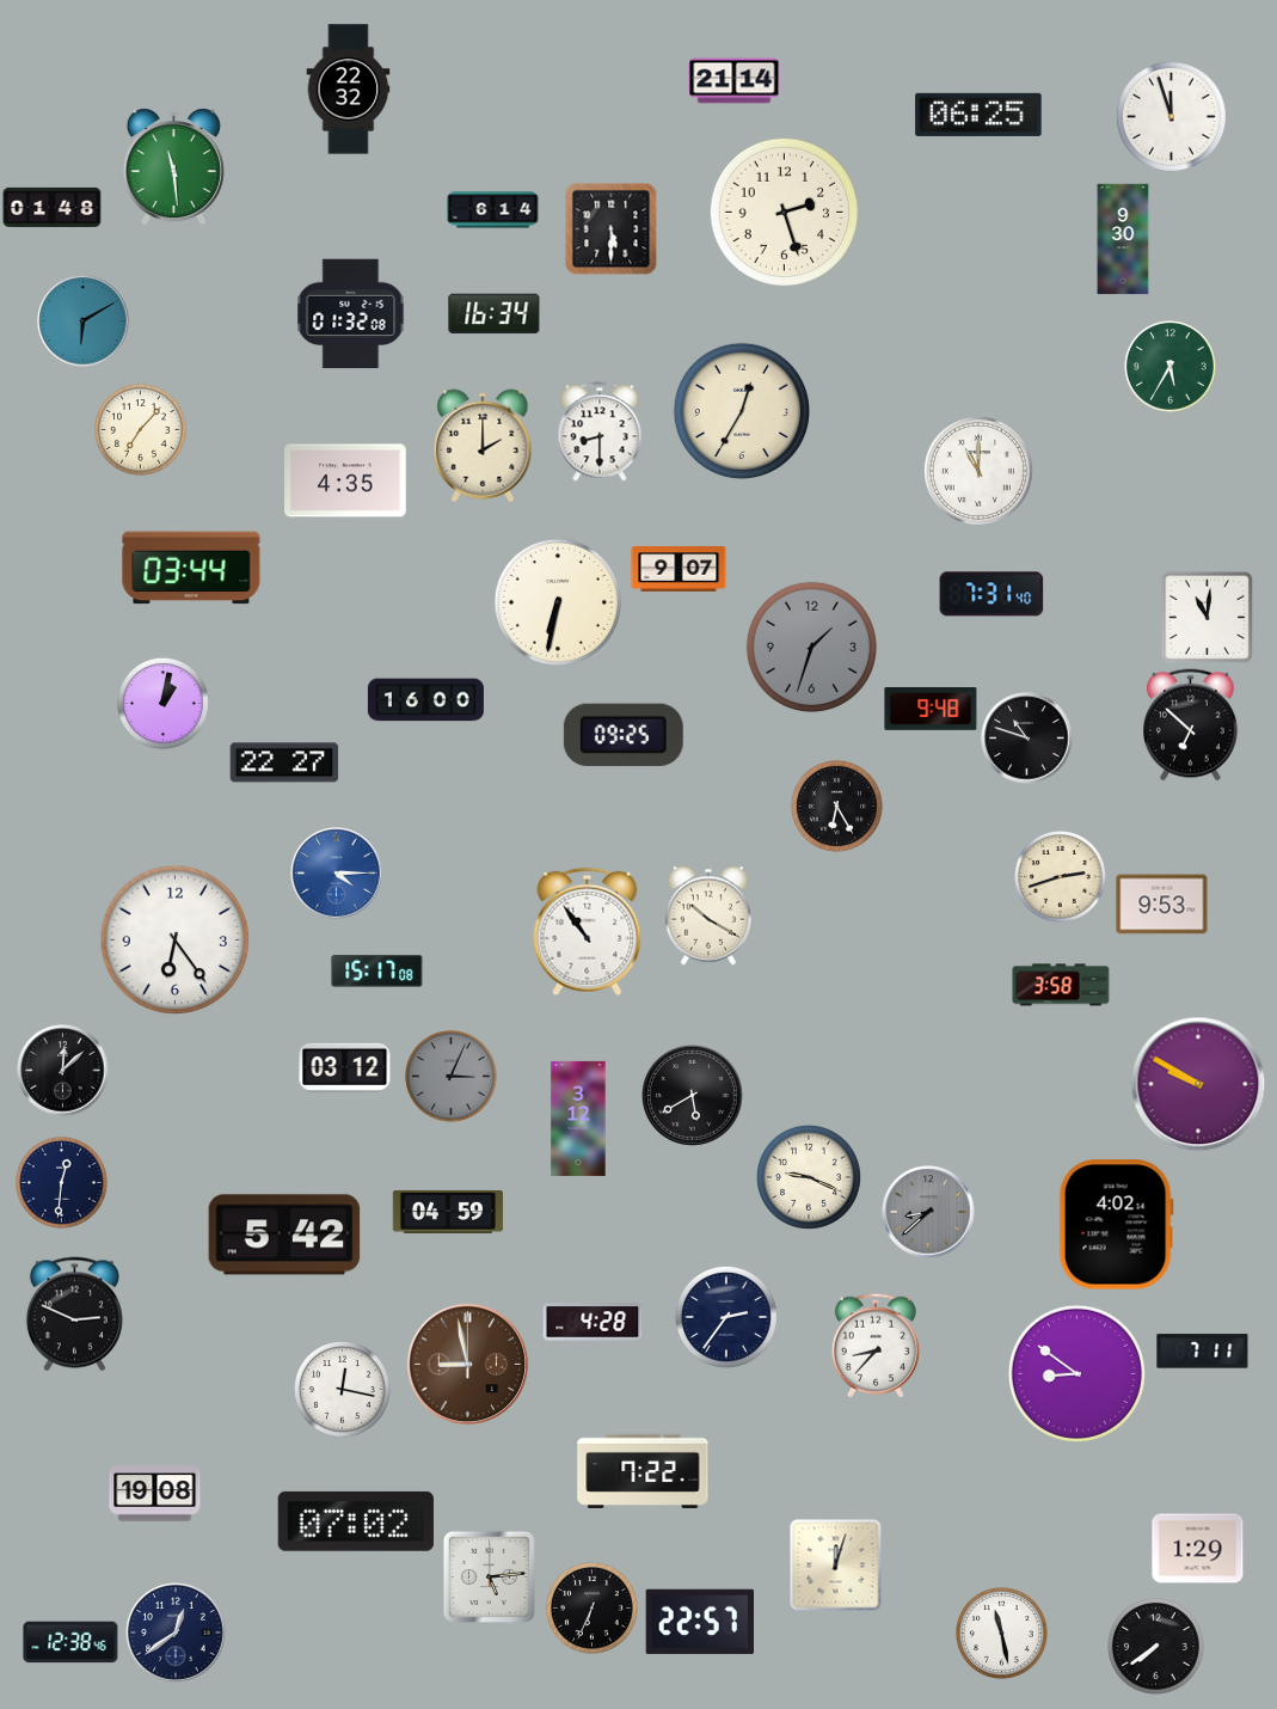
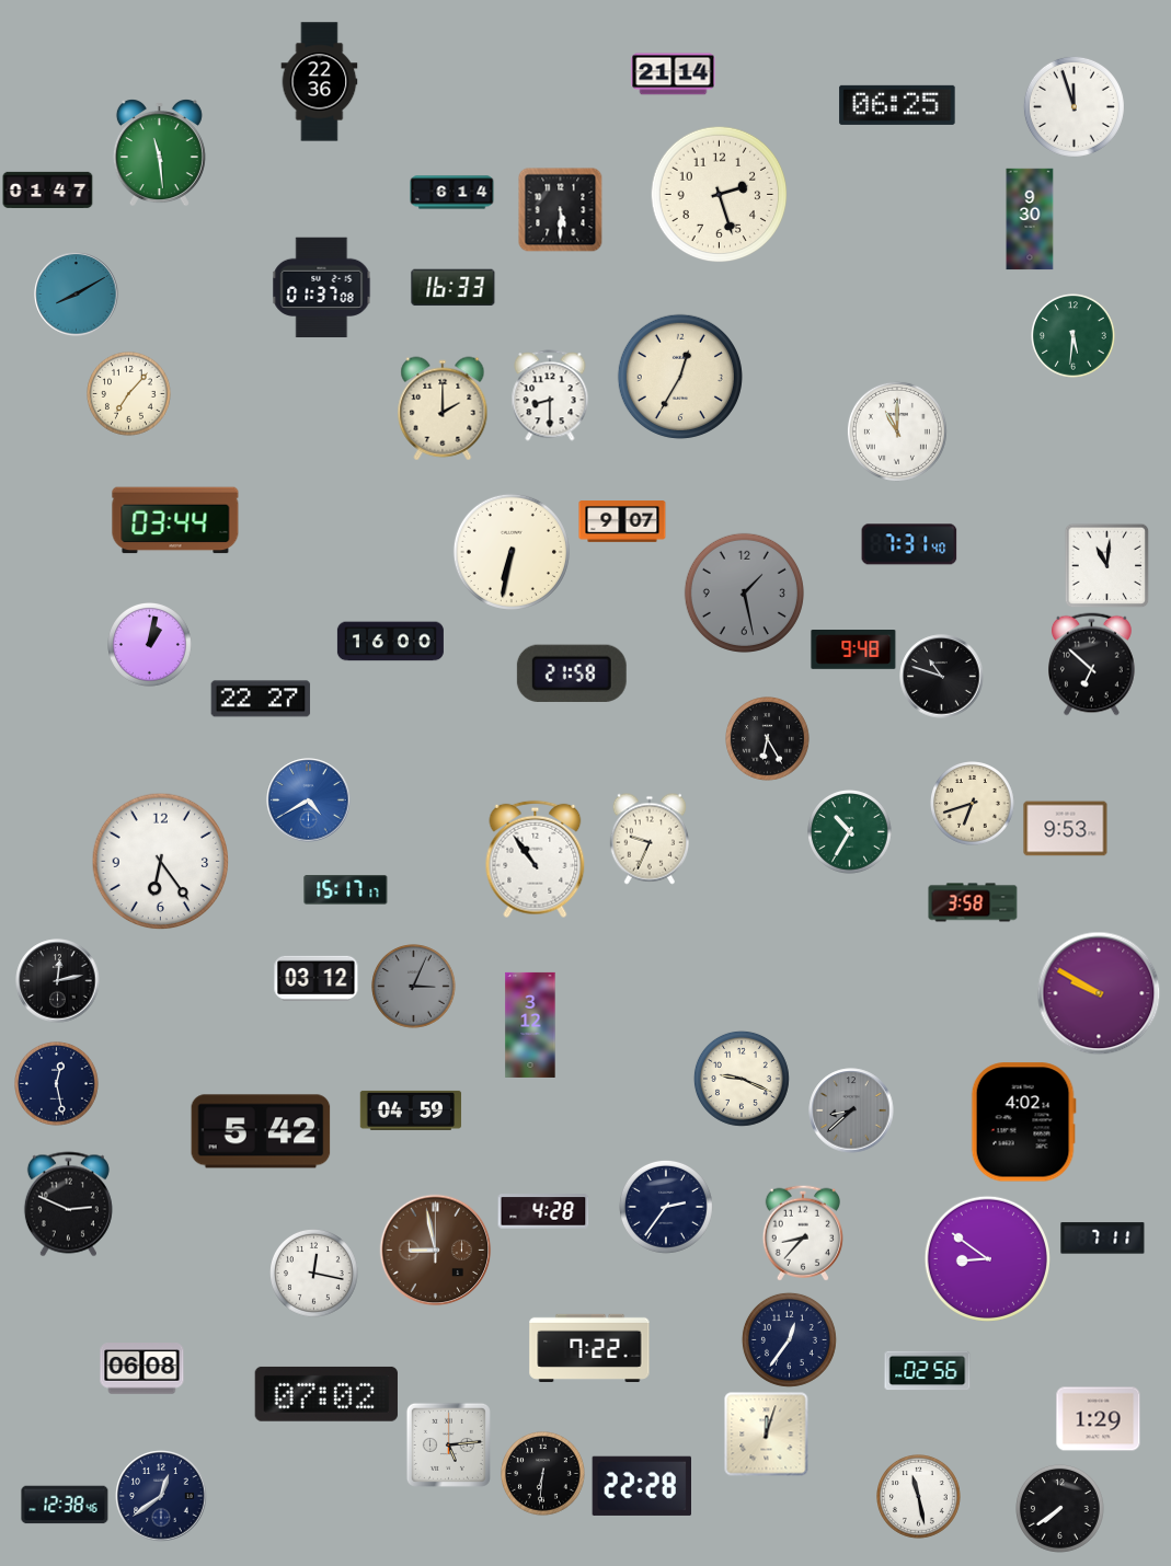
clock at (349, 90): 22:32 -> 22:36
clock at (53, 207): 01:48 -> 01:47
clock at (351, 314): 01:32 -> 01:37
clock at (495, 314): 16:34 -> 16:33
clock at (84, 321): 6:10 -> 8:10
clock at (1171, 367): 5:35 -> 5:31
clock at (346, 480): 4:35 -> none
clock at (811, 647): 1:33 -> 1:28
clock at (624, 735): 09:25 -> 21:58
clock at (337, 874): 4:15 -> 4:40
clock at (1061, 877): 2:42 -> 6:42
clock at (850, 832): none -> 10:35
clock at (707, 915): 10:20 -> 9:34
clock at (588, 932) position: (588, 932) -> (536, 860)
clock at (377, 972): 15:17:08 -> 15:17:17
clock at (63, 1071): 12:08 -> 12:13
clock at (693, 1096): 5:40 -> none
clock at (62, 1183): 12:31 -> 12:28
clock at (468, 1365) position: (468, 1365) -> (436, 1251)
clock at (789, 1339): none -> 12:36
clock at (155, 1494): 19:08 -> 06:08
clock at (928, 1371): none -> 02:56
clock at (593, 1609): 6:34 -> 6:31
clock at (699, 1622): 22:57 -> 22:28
